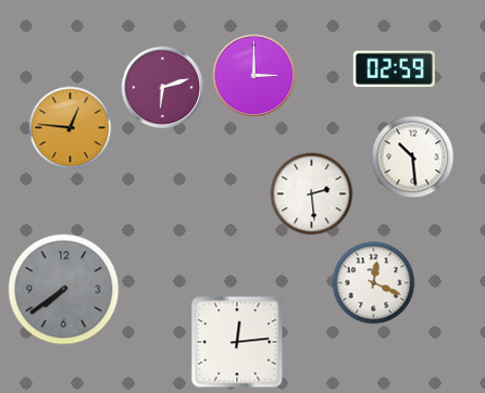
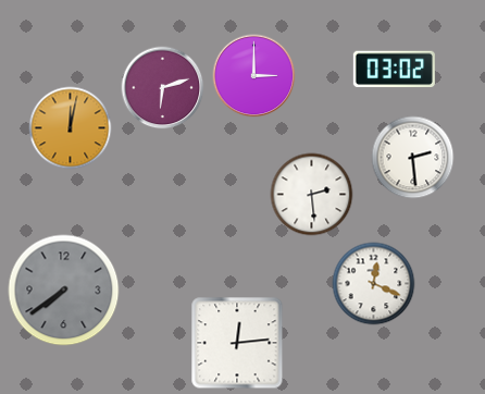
clock at (394, 69): 02:59 -> 03:02
clock at (71, 128): 12:46 -> 12:02
clock at (413, 157): 10:29 -> 2:29
